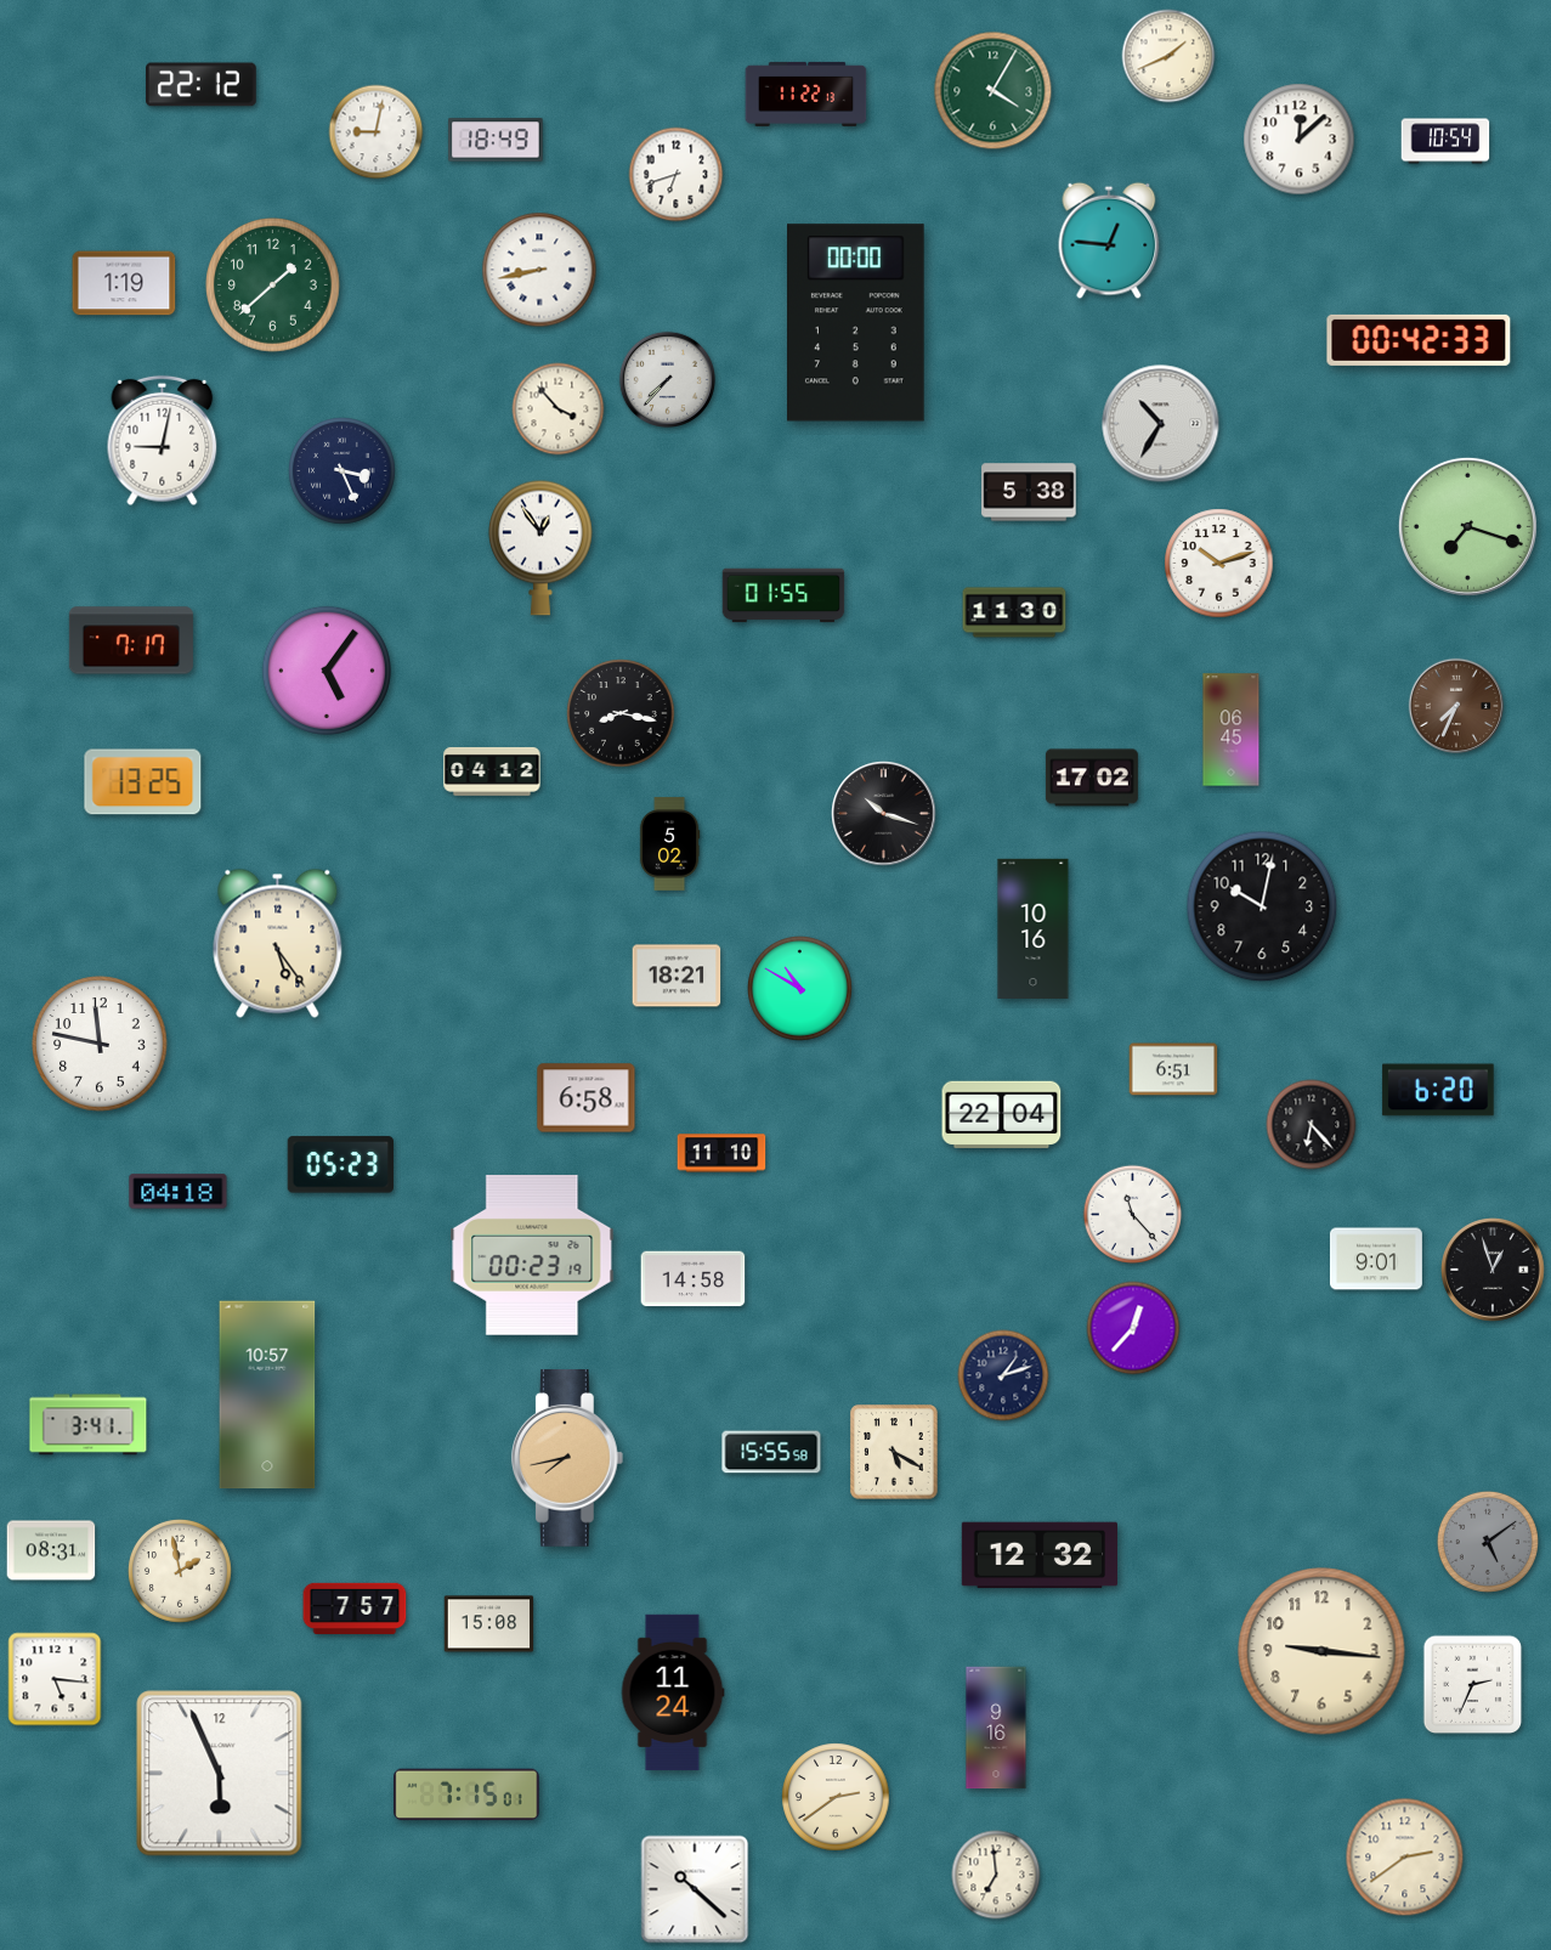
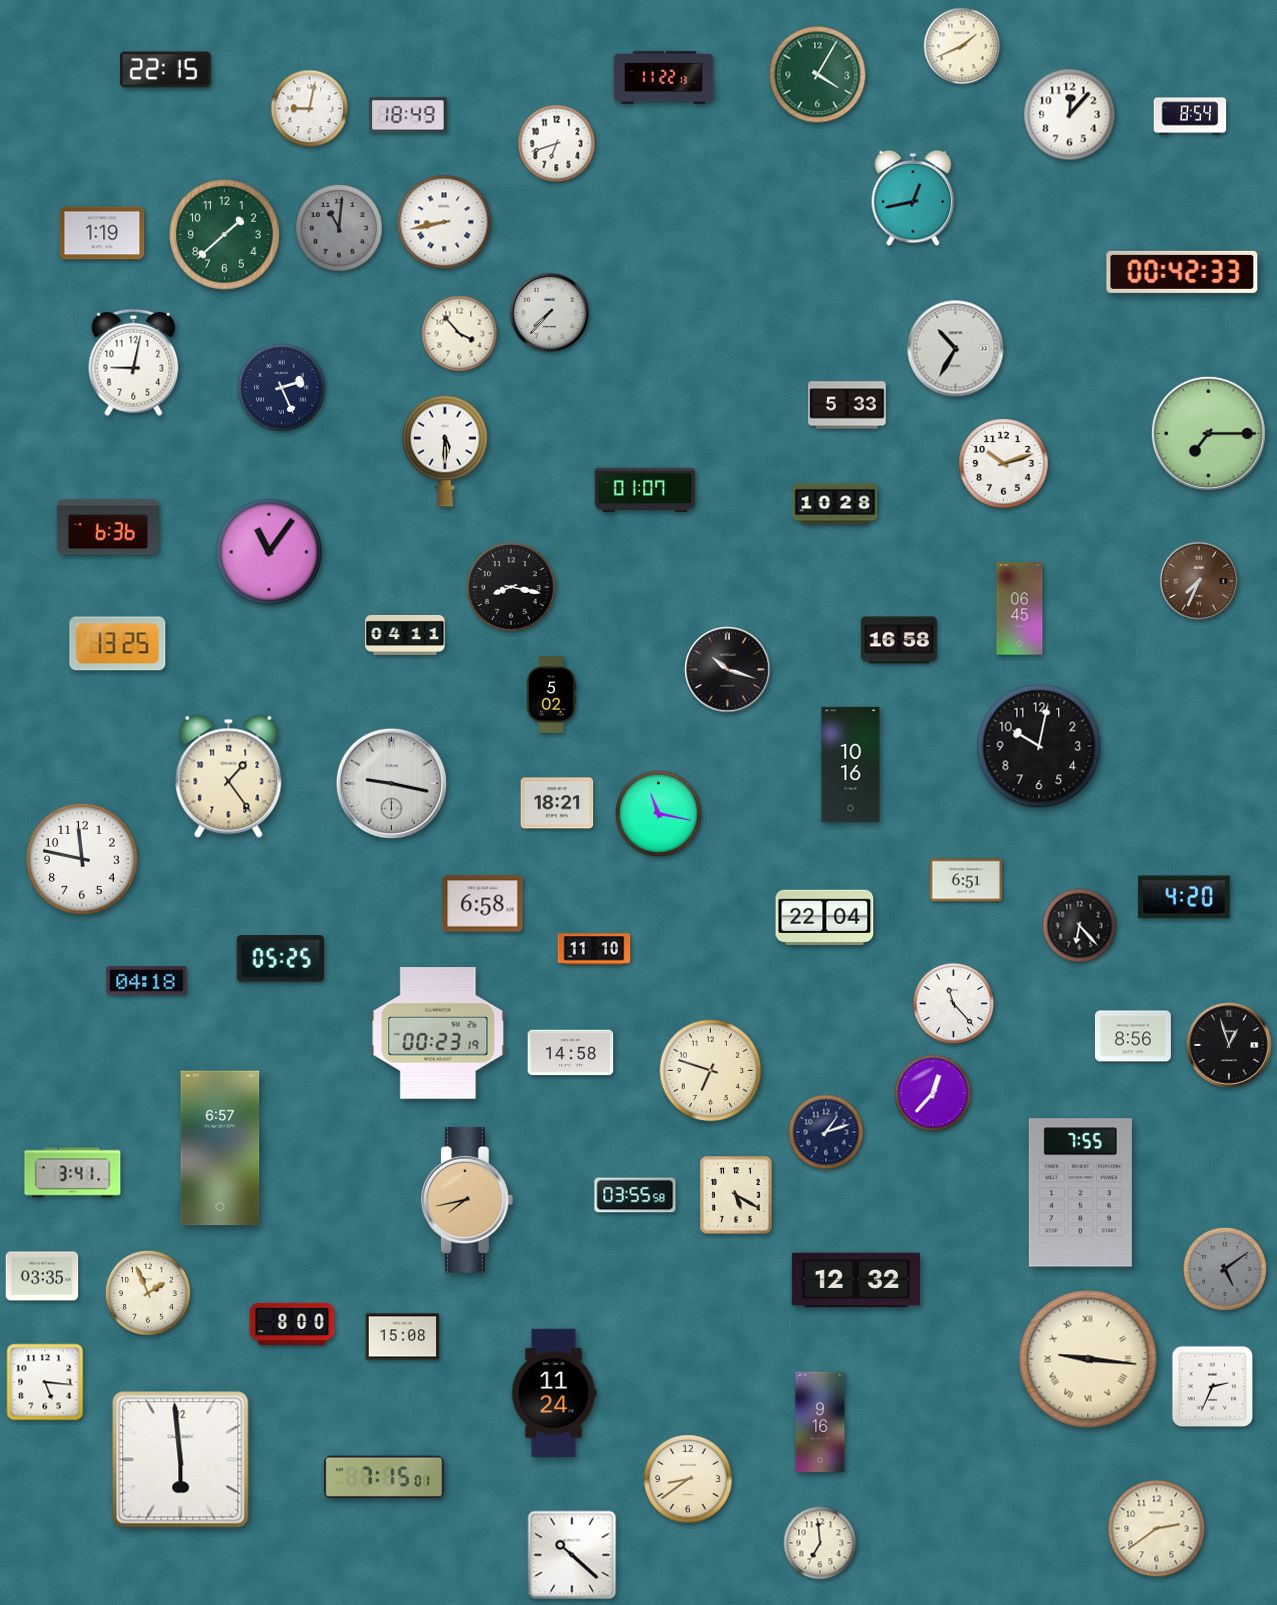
clock at (202, 85): 22:12 -> 22:15
clock at (1300, 140): 12:08 -> 12:07
clock at (1445, 141): 10:54 -> 8:54
clock at (1109, 241): 12:46 -> 12:43
clock at (339, 228): none -> 11:01
clock at (856, 323): 00:00 -> none
clock at (1419, 340) position: (1419, 340) -> (1182, 272)
clock at (559, 409) position: (559, 409) -> (460, 334)
clock at (343, 471): 3:26 -> 2:26
clock at (1029, 492): 5:38 -> 5:33
clock at (1467, 526): 7:18 -> 7:15
clock at (542, 548): 12:54 -> 5:30
clock at (783, 595): 01:55 -> 01:07
clock at (1014, 612): 11:30 -> 10:28
clock at (131, 640): 7:17 -> 6:36
clock at (327, 671): 5:06 -> 11:06
clock at (1232, 730) position: (1232, 730) -> (1020, 609)
clock at (492, 771): 04:12 -> 04:11
clock at (1092, 778): 17:02 -> 16:58
clock at (278, 943): 5:24 -> 1:24
clock at (391, 783): none -> 9:17
clock at (800, 989): 10:50 -> 11:17
clock at (1438, 1090): 6:20 -> 4:20
clock at (340, 1165): 05:23 -> 05:25
clock at (1133, 1215) position: (1133, 1215) -> (954, 1004)
clock at (1376, 1259): 9:01 -> 8:56
clock at (711, 1071): none -> 6:48
clock at (267, 1395): 10:57 -> 6:57
clock at (1080, 1193): none -> 7:55
clock at (771, 1452): 15:55 -> 03:55
clock at (51, 1550): 08:31 -> 03:35
clock at (180, 1571): 1:58 -> 1:56
clock at (355, 1607): 7:57 -> 8:00
clock at (1321, 1651) numerals: Arabic -> Roman
clock at (220, 1774): 5:56 -> 5:59
clock at (836, 1797): 2:39 -> 8:39
